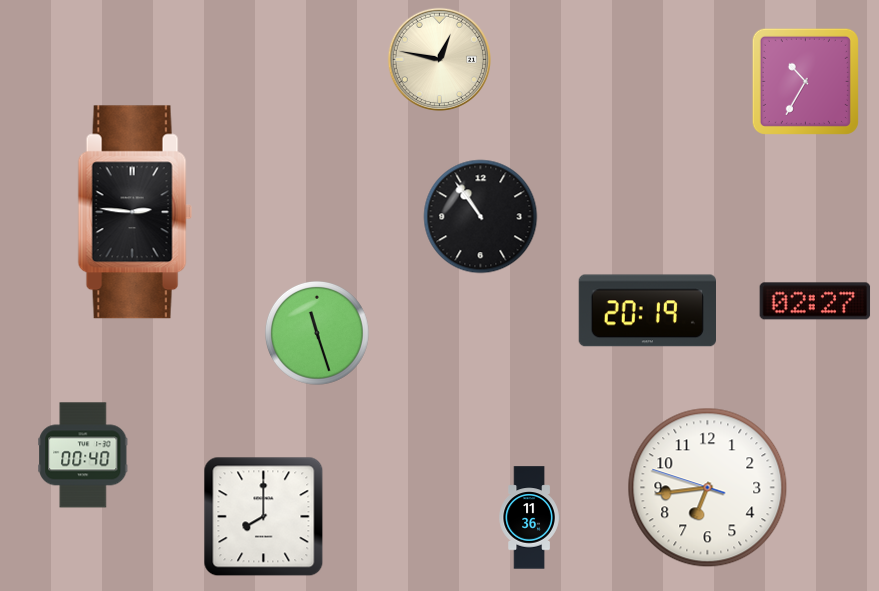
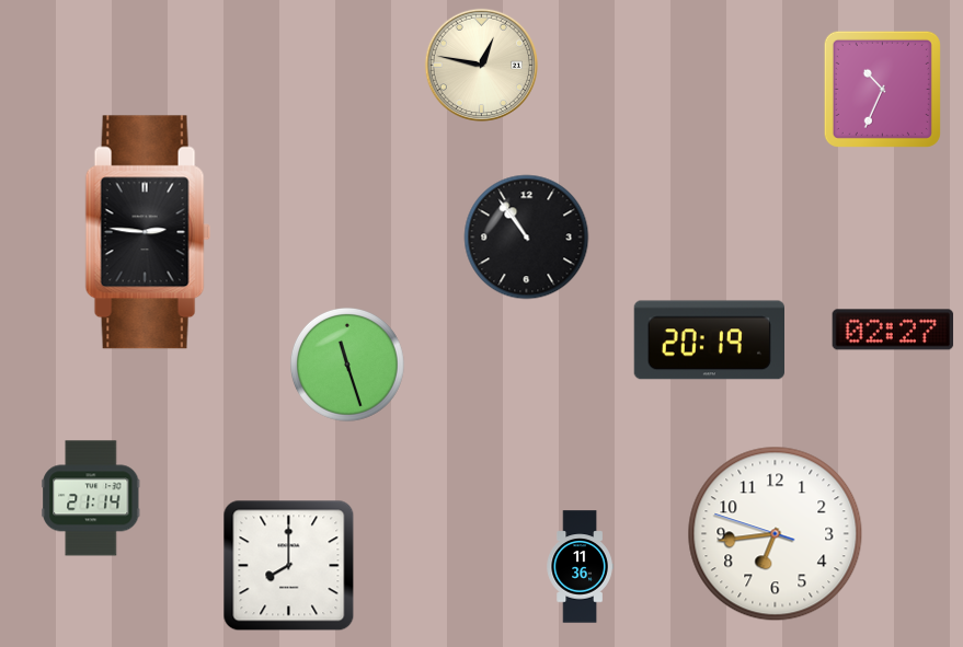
clock at (805, 81): 10:35 -> 10:34
clock at (83, 455): 00:40 -> 21:14
